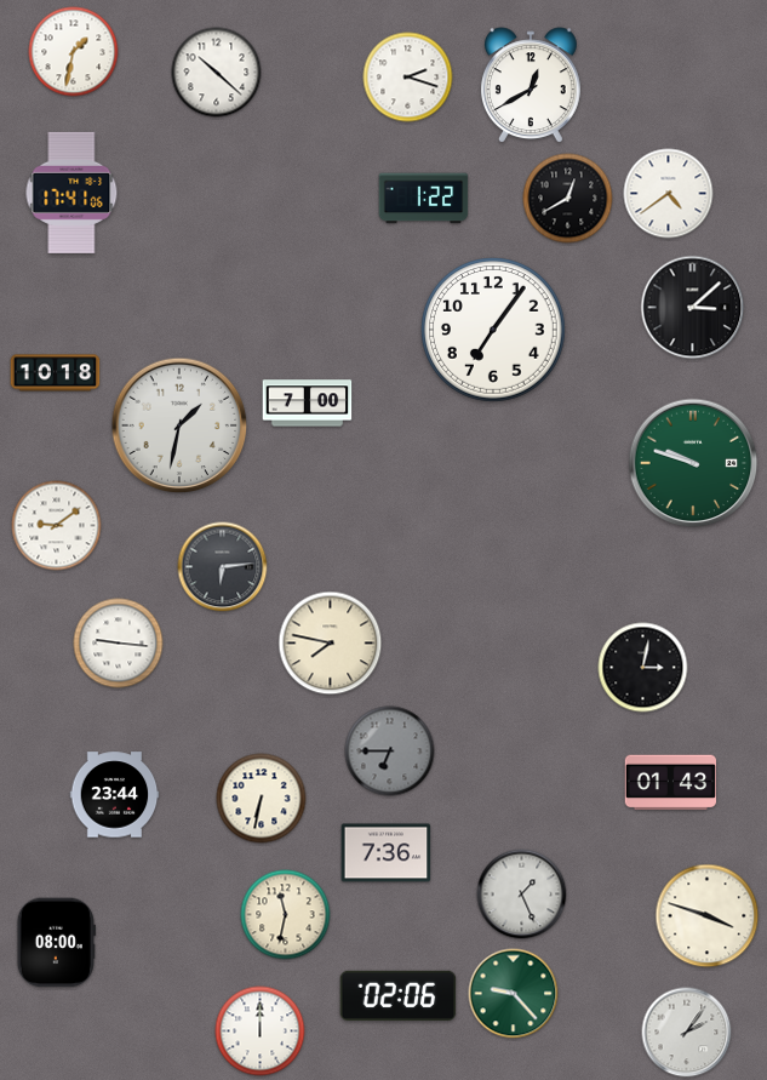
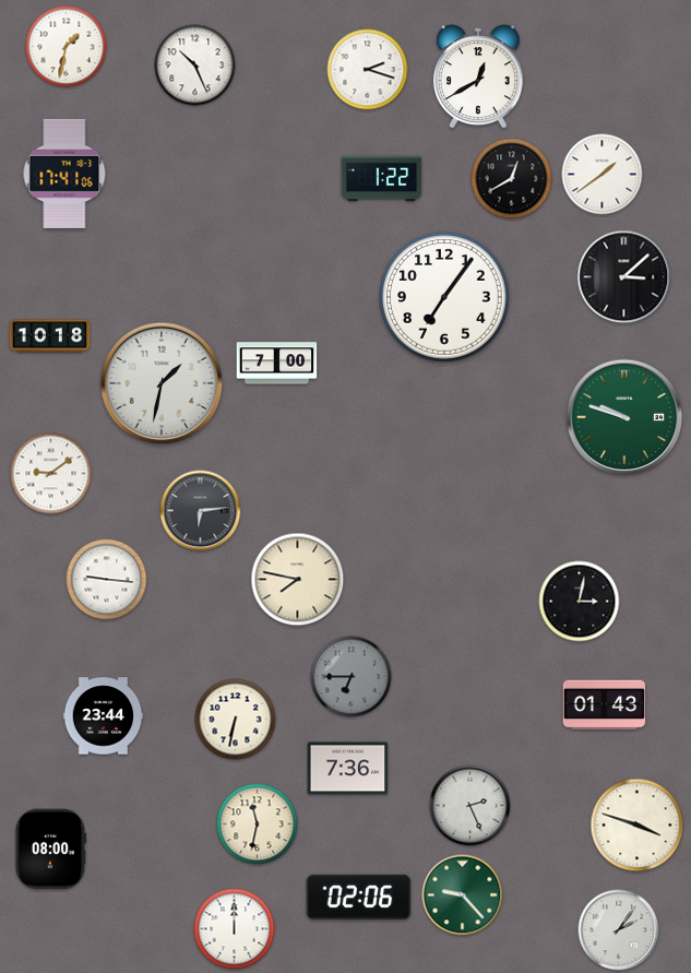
clock at (217, 73): 10:22 -> 10:26
clock at (669, 194): 4:39 -> 1:39
clock at (522, 895): 1:26 -> 2:26
